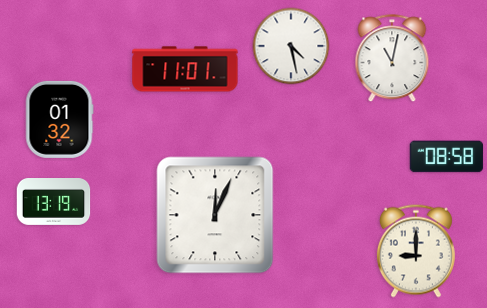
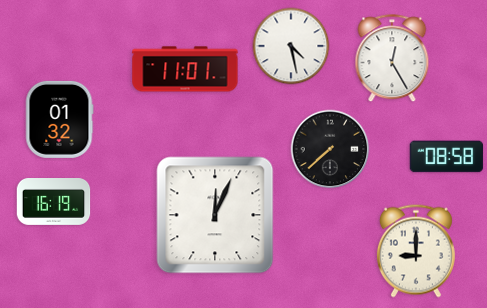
clock at (392, 59): 11:02 -> 12:25
clock at (330, 149): none -> 7:38
clock at (54, 202): 13:19 -> 16:19
